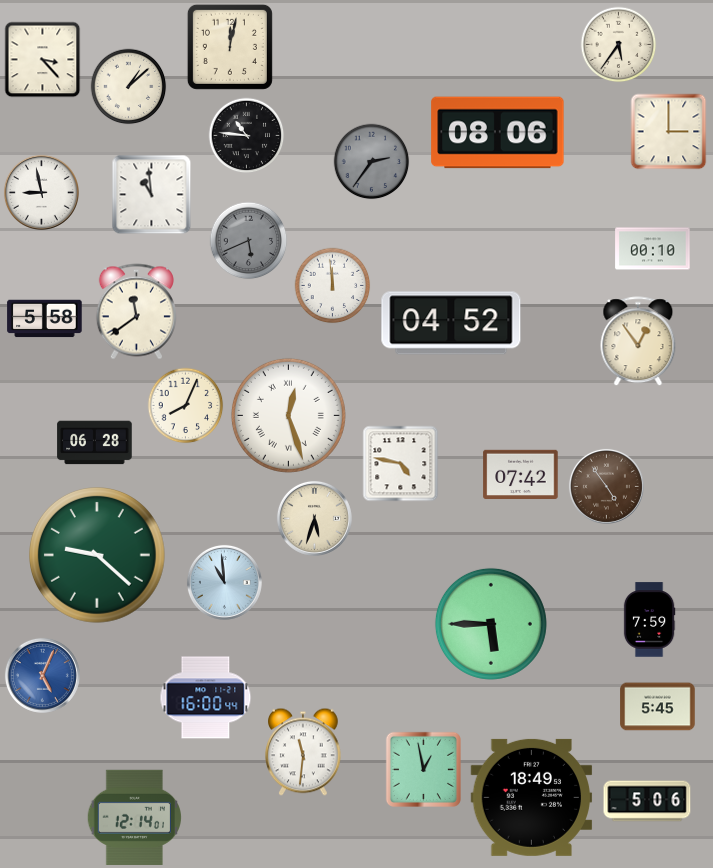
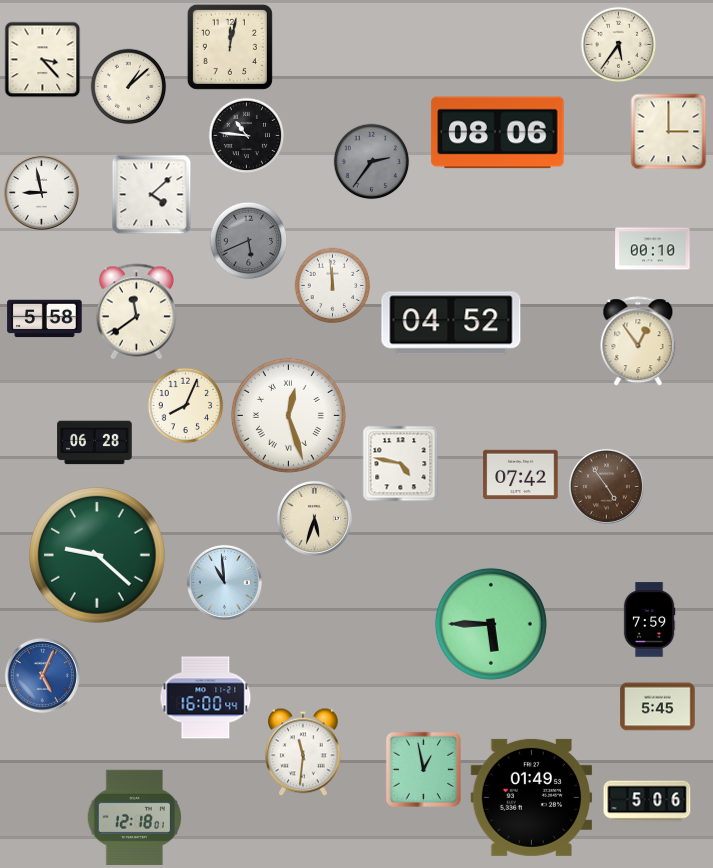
clock at (152, 195): 10:59 -> 4:08
clock at (532, 797): 18:49 -> 01:49
clock at (134, 817): 12:14 -> 12:18
